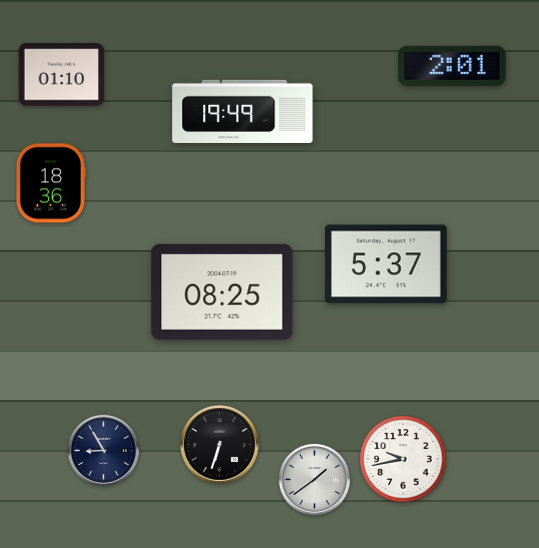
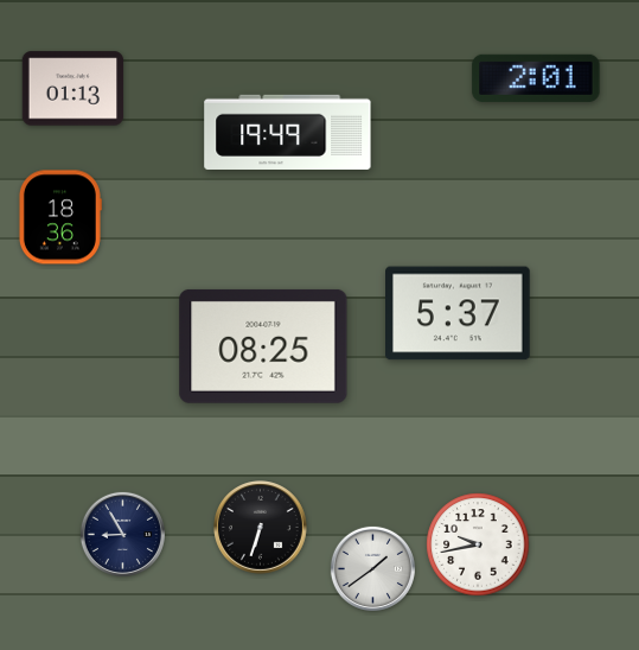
clock at (62, 75): 01:10 -> 01:13
